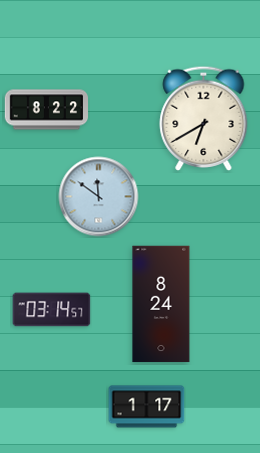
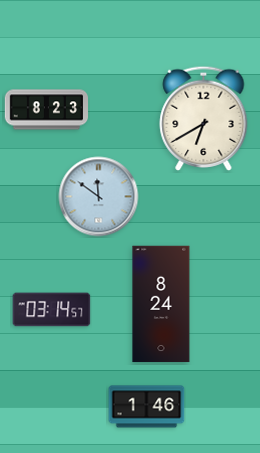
clock at (47, 110): 8:22 -> 8:23
clock at (147, 407): 1:17 -> 1:46
